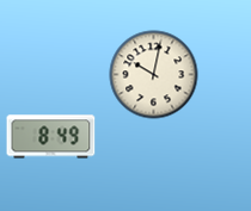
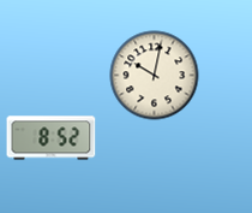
clock at (51, 137): 8:49 -> 8:52
